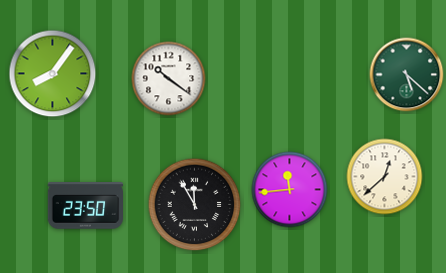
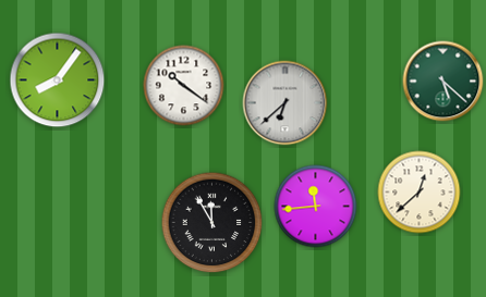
clock at (285, 103): none -> 6:38
clock at (86, 206): 23:50 -> none
